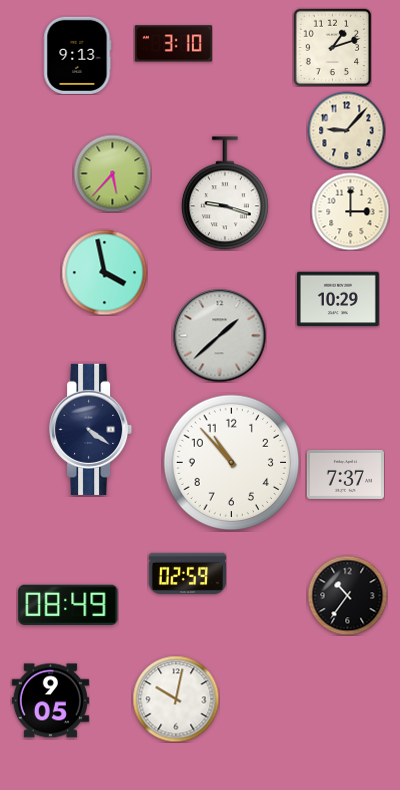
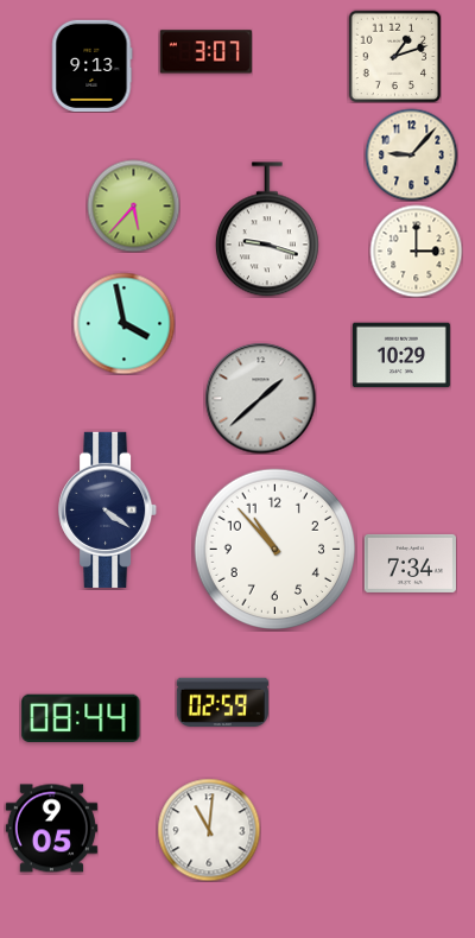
clock at (173, 44): 3:10 -> 3:07
clock at (345, 474): 7:37 -> 7:34
clock at (187, 573) position: (187, 573) -> (222, 702)
clock at (347, 595): 10:36 -> none
clock at (68, 605): 08:49 -> 08:44
clock at (176, 699): 10:02 -> 11:01
clock at (50, 701) position: (50, 701) -> (51, 829)
